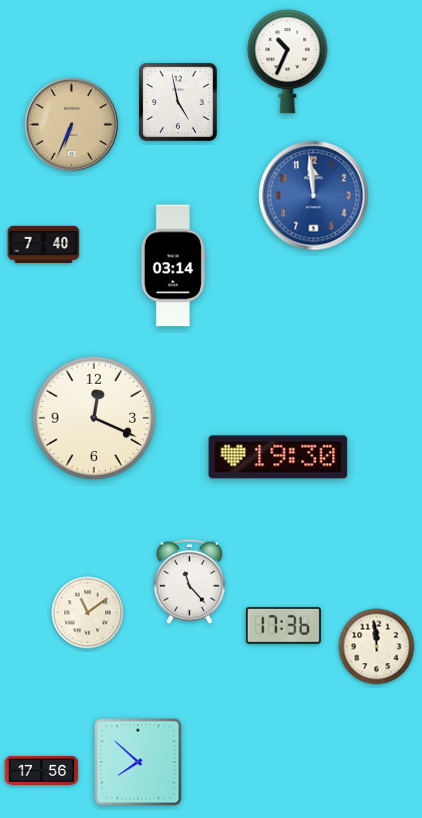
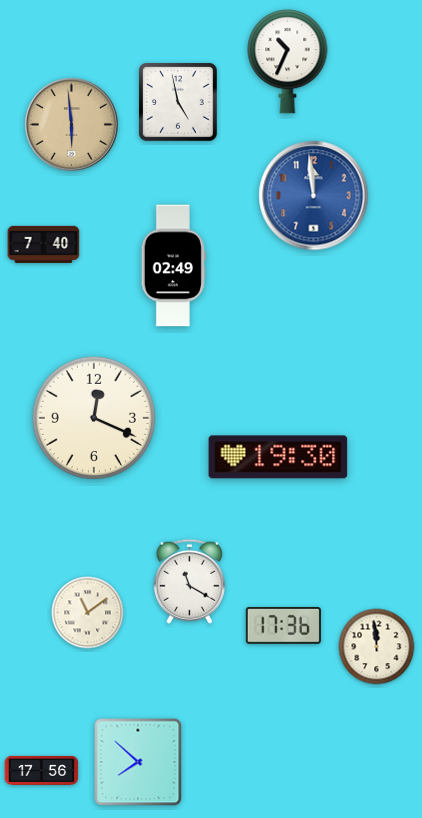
clock at (71, 124): 6:34 -> 5:59
clock at (173, 266): 03:14 -> 02:49
clock at (189, 581): 11:23 -> 11:20
